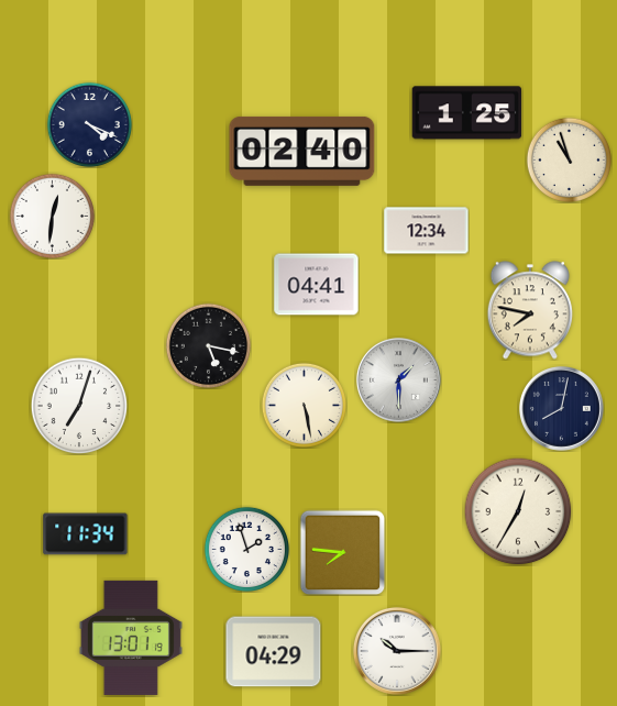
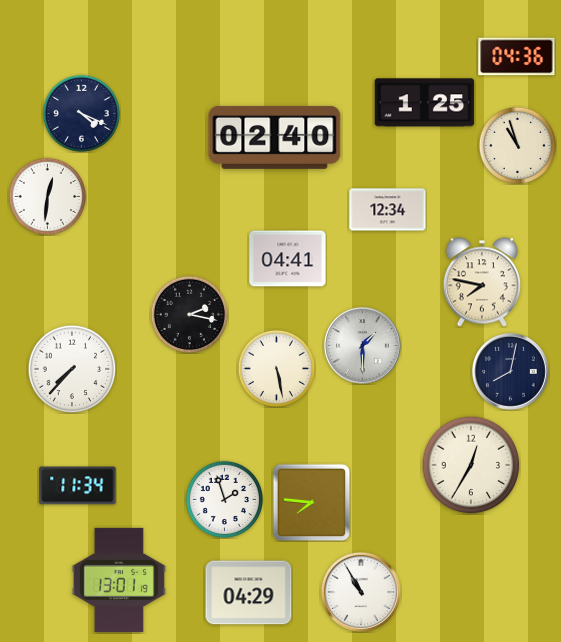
clock at (517, 57): none -> 04:36
clock at (208, 345): 5:17 -> 2:17
clock at (79, 406): 7:03 -> 7:37
clock at (397, 651): 10:15 -> 10:55
